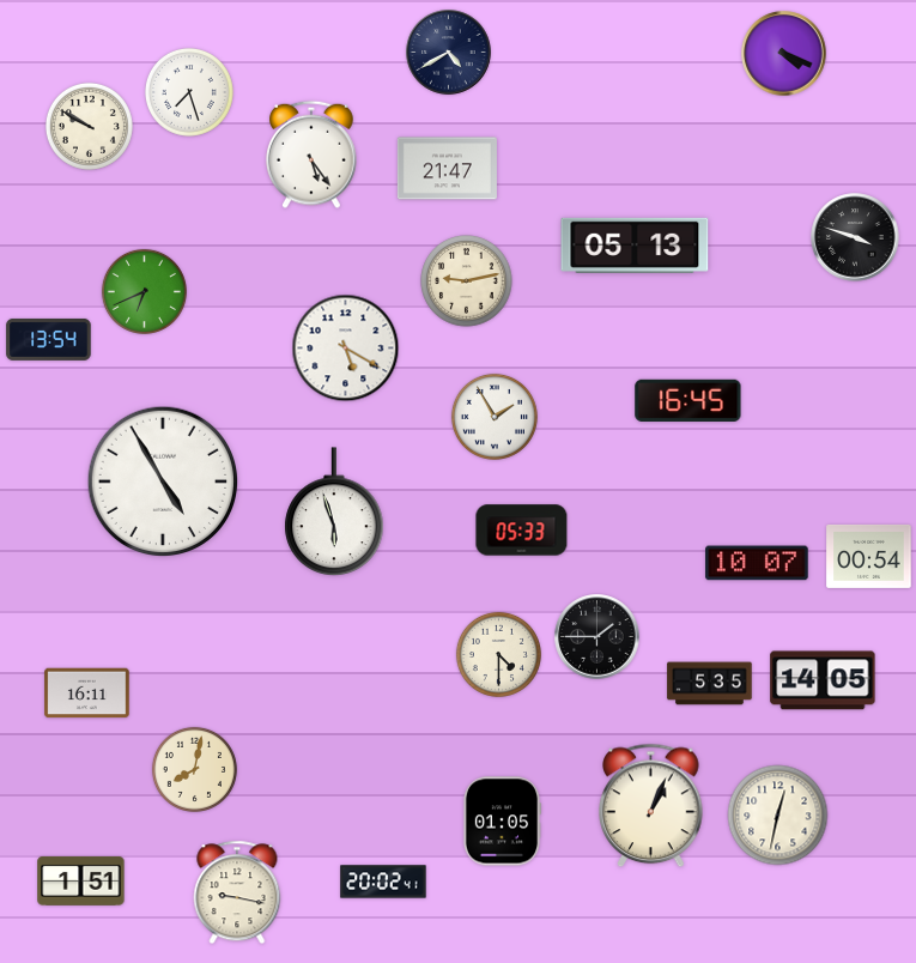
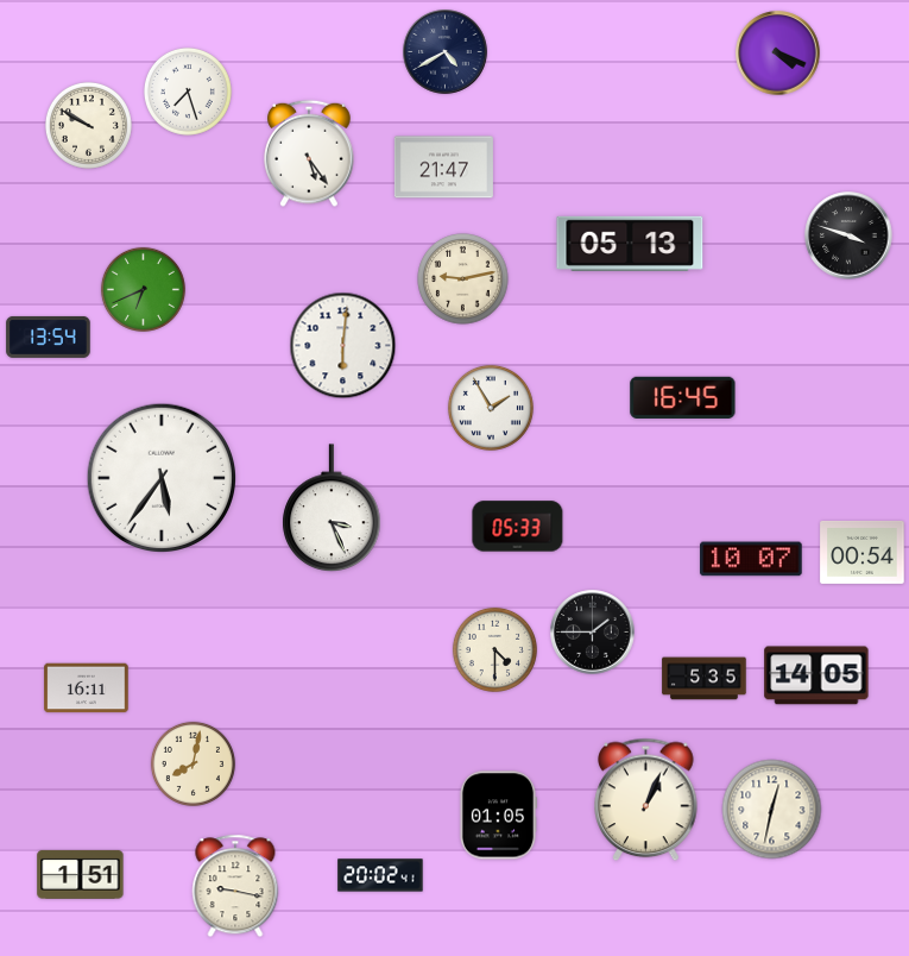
clock at (346, 349): 5:20 -> 6:01
clock at (495, 417) position: (495, 417) -> (491, 408)
clock at (163, 480): 4:55 -> 5:36
clock at (334, 511): 5:57 -> 3:26
